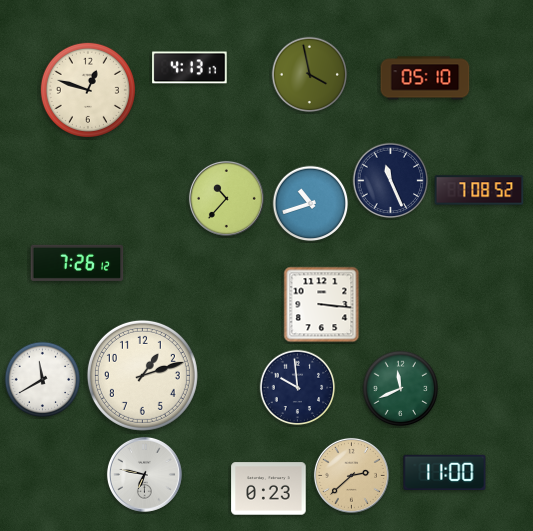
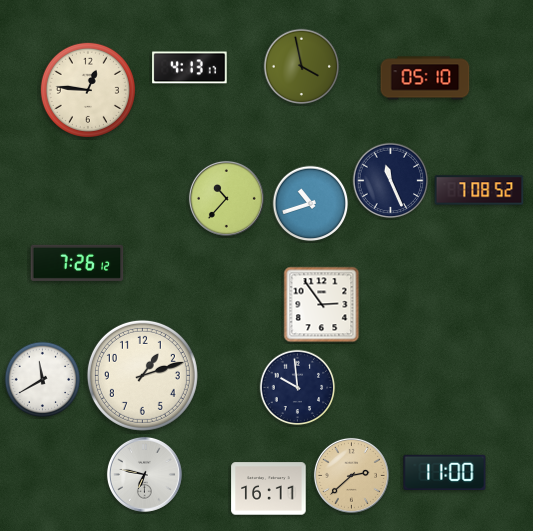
clock at (310, 75) position: (310, 75) -> (302, 67)
clock at (88, 90): 12:48 -> 12:46
clock at (322, 305): 3:16 -> 2:54
clock at (401, 389): 11:41 -> none
clock at (269, 489): 0:23 -> 16:11
